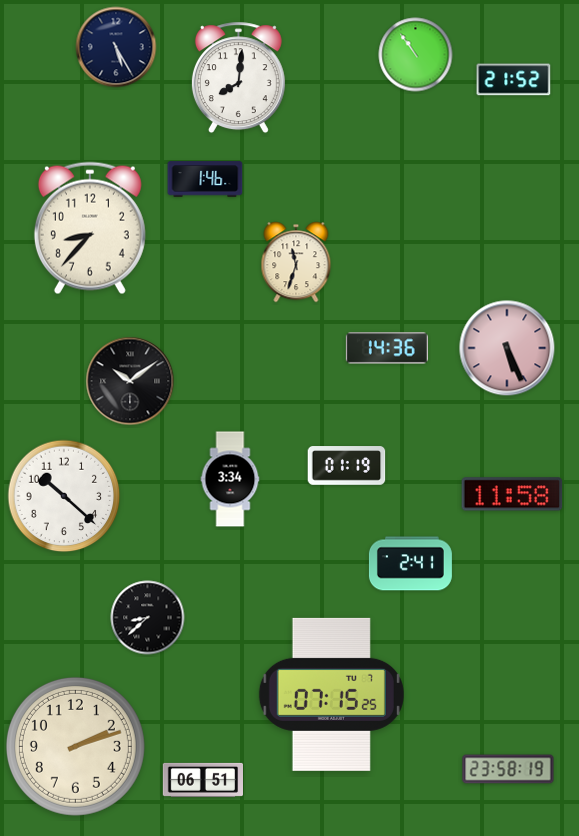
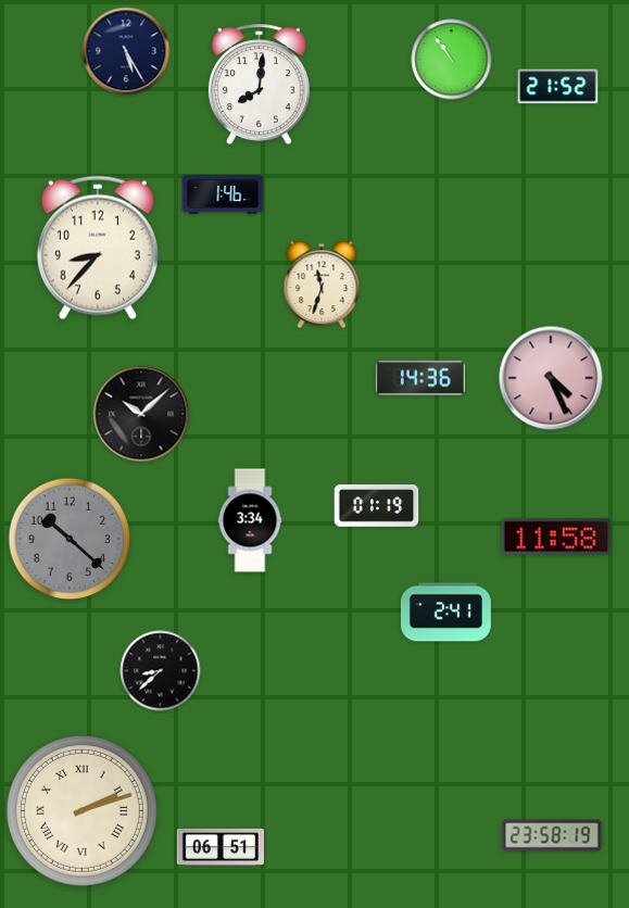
clock at (507, 348): 5:26 -> 4:26
clock at (130, 381): 10:09 -> 10:08
clock at (64, 496) dial: white -> grey
clock at (331, 694): 07:15 -> none
clock at (75, 746) numerals: Arabic -> Roman
